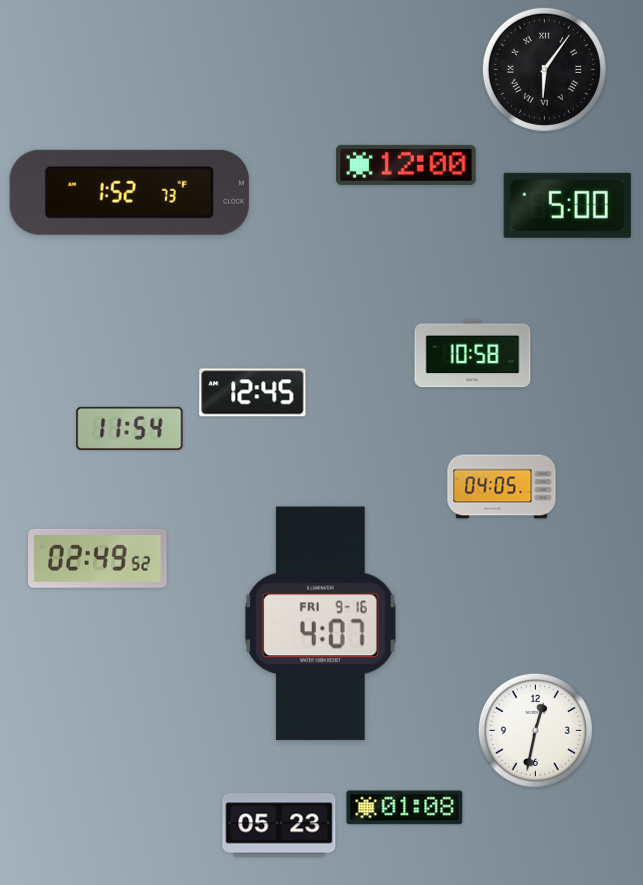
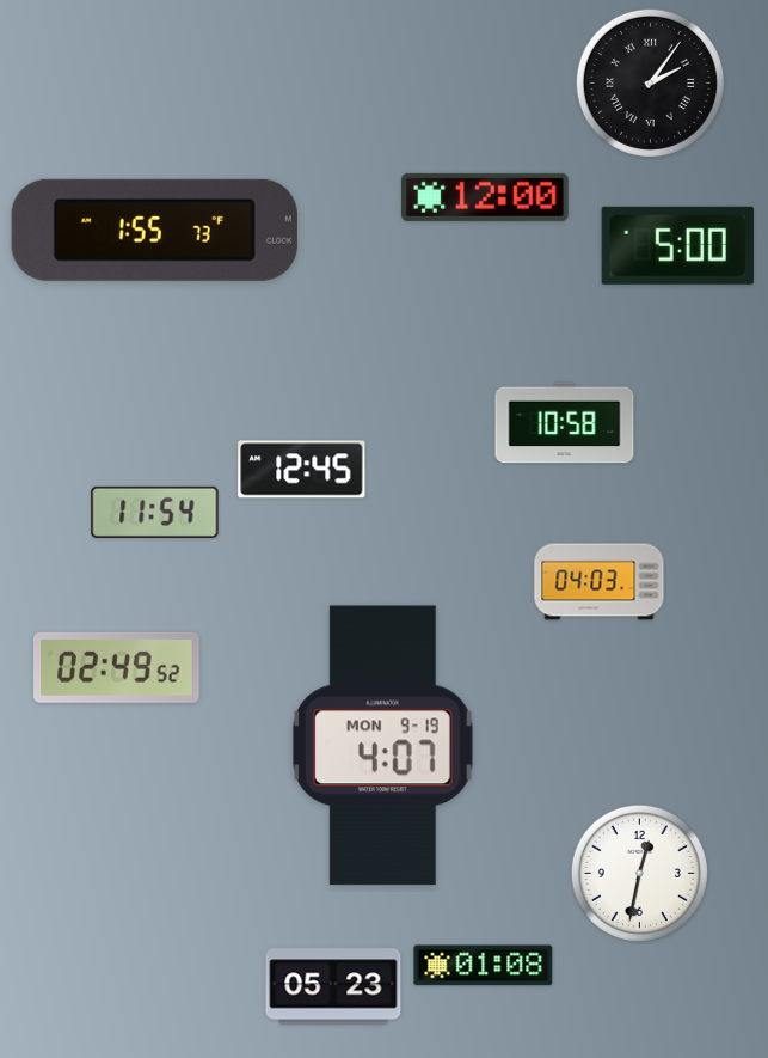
clock at (544, 69): 6:06 -> 2:06
clock at (129, 192): 1:52 -> 1:55
clock at (502, 487): 04:05 -> 04:03
clock at (321, 624) date: FRI 9-16 -> MON 9-19
